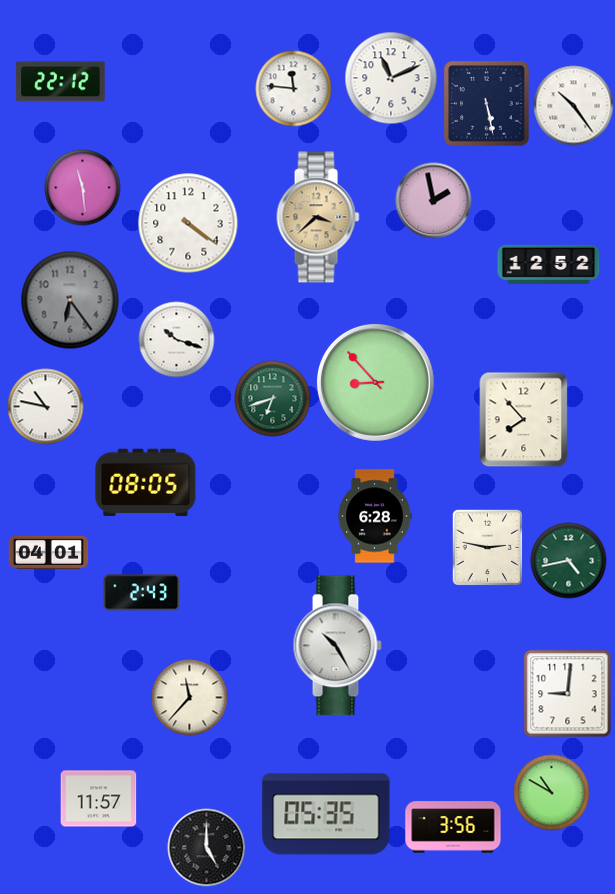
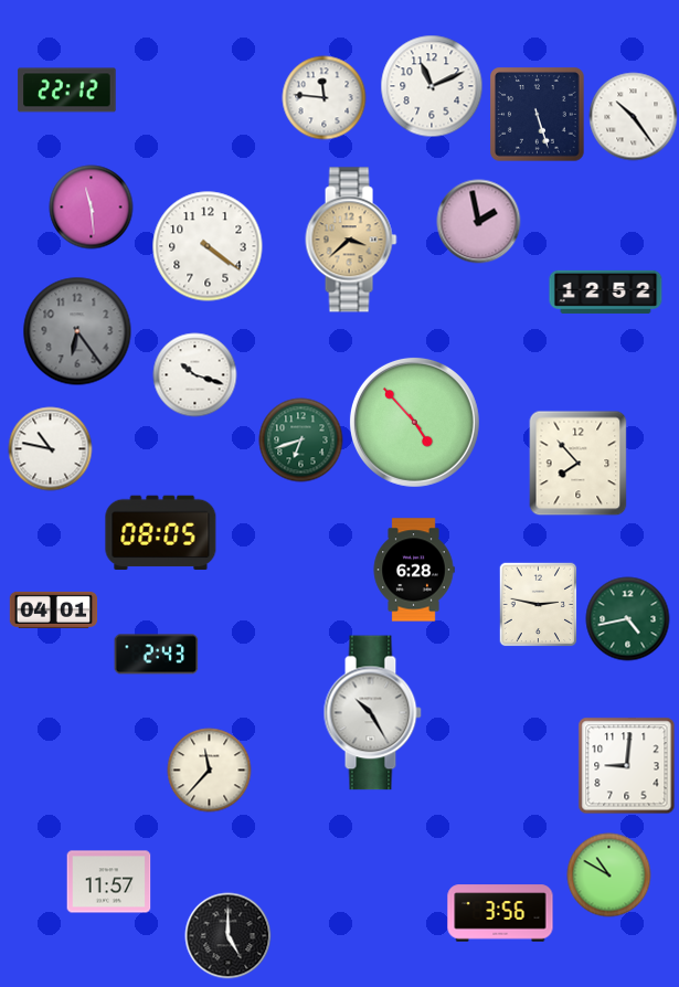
clock at (487, 104): 5:28 -> 5:27
clock at (375, 382): 8:53 -> 4:53
clock at (326, 814): 05:35 -> none
